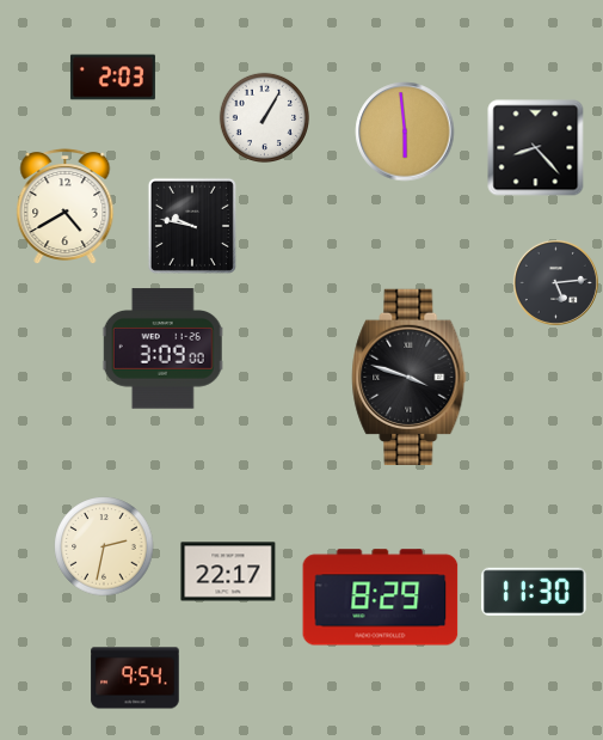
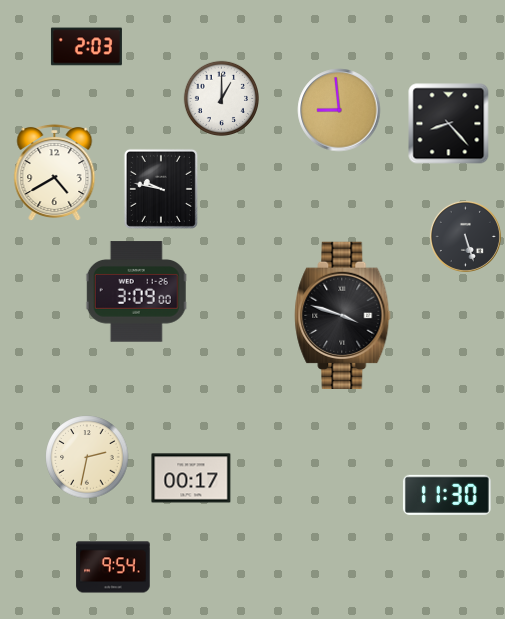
clock at (112, 78) position: (112, 78) -> (86, 47)
clock at (264, 117): 1:05 -> 1:00
clock at (405, 132): 5:59 -> 8:59
clock at (555, 282): 5:14 -> 5:27
clock at (228, 571): 22:17 -> 00:17
clock at (381, 598): 8:29 -> none
